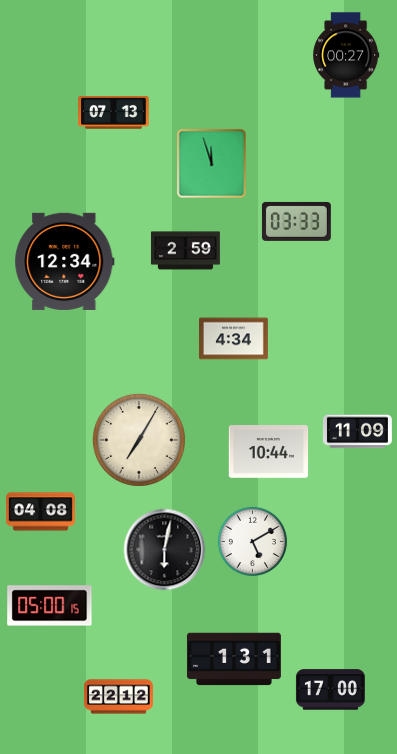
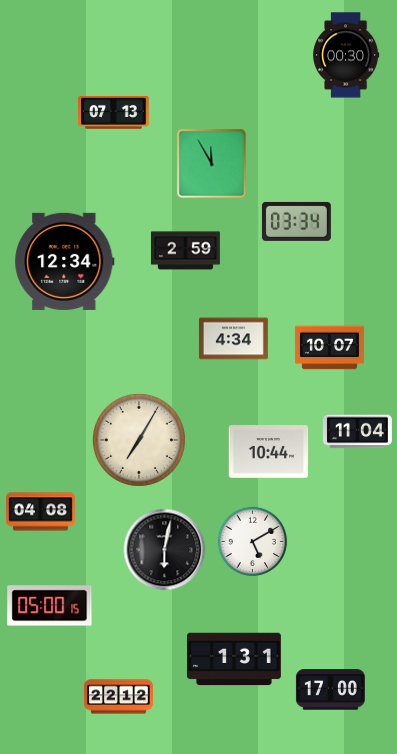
clock at (346, 55): 00:27 -> 00:30
clock at (212, 164): 11:57 -> 11:55
clock at (296, 221): 03:33 -> 03:34
clock at (329, 348): none -> 10:07
clock at (357, 432): 11:09 -> 11:04
